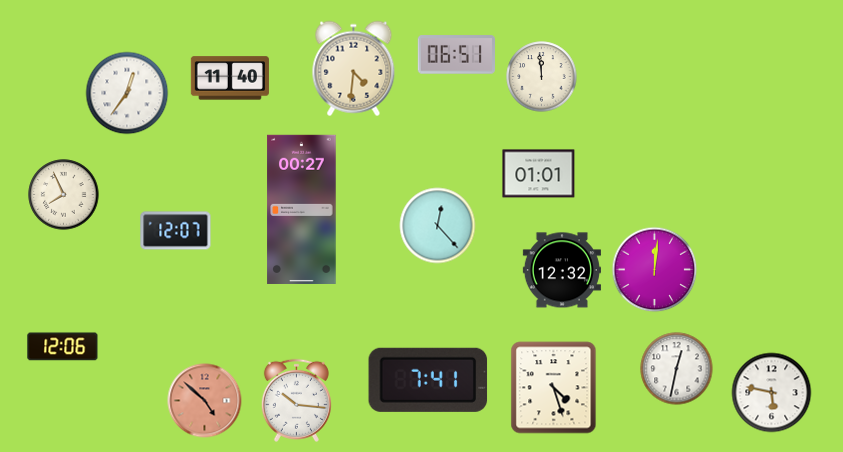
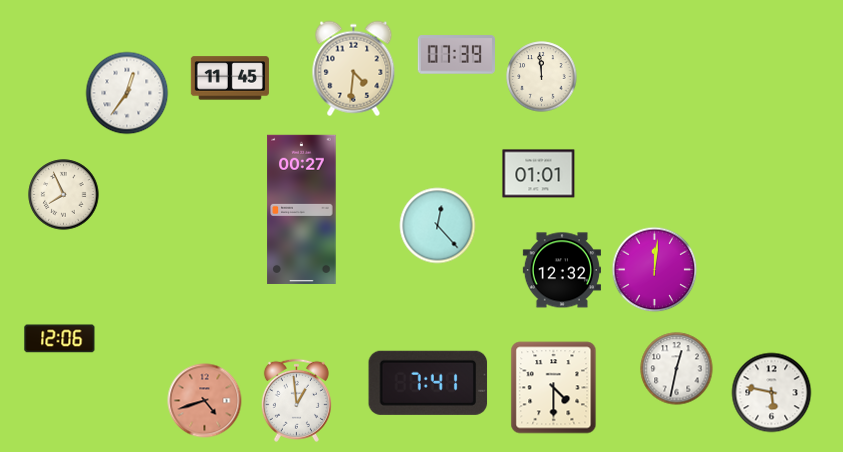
clock at (457, 55): 06:51 -> 07:39
clock at (230, 78): 11:40 -> 11:45
clock at (176, 231): 12:07 -> none
clock at (63, 347) position: (63, 347) -> (60, 339)
clock at (428, 380) position: (428, 380) -> (428, 383)
clock at (554, 388): 4:27 -> 4:30
clock at (296, 400): 10:16 -> 12:59
clock at (205, 401): 4:52 -> 4:42
